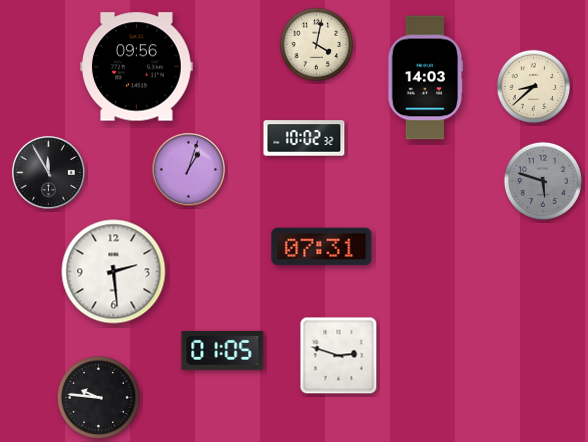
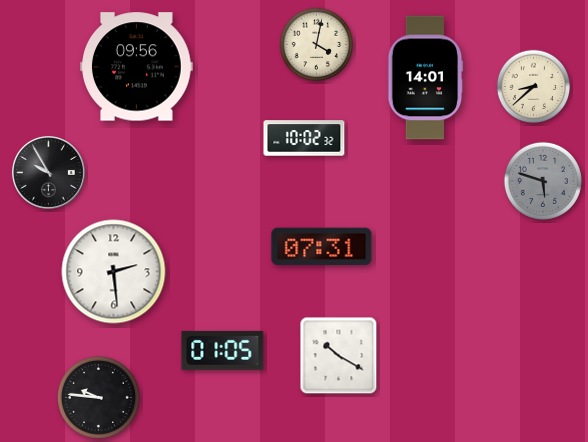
clock at (426, 78): 14:03 -> 14:01
clock at (188, 169): 1:03 -> none
clock at (48, 172): 11:55 -> 9:55
clock at (339, 356): 2:48 -> 10:20
